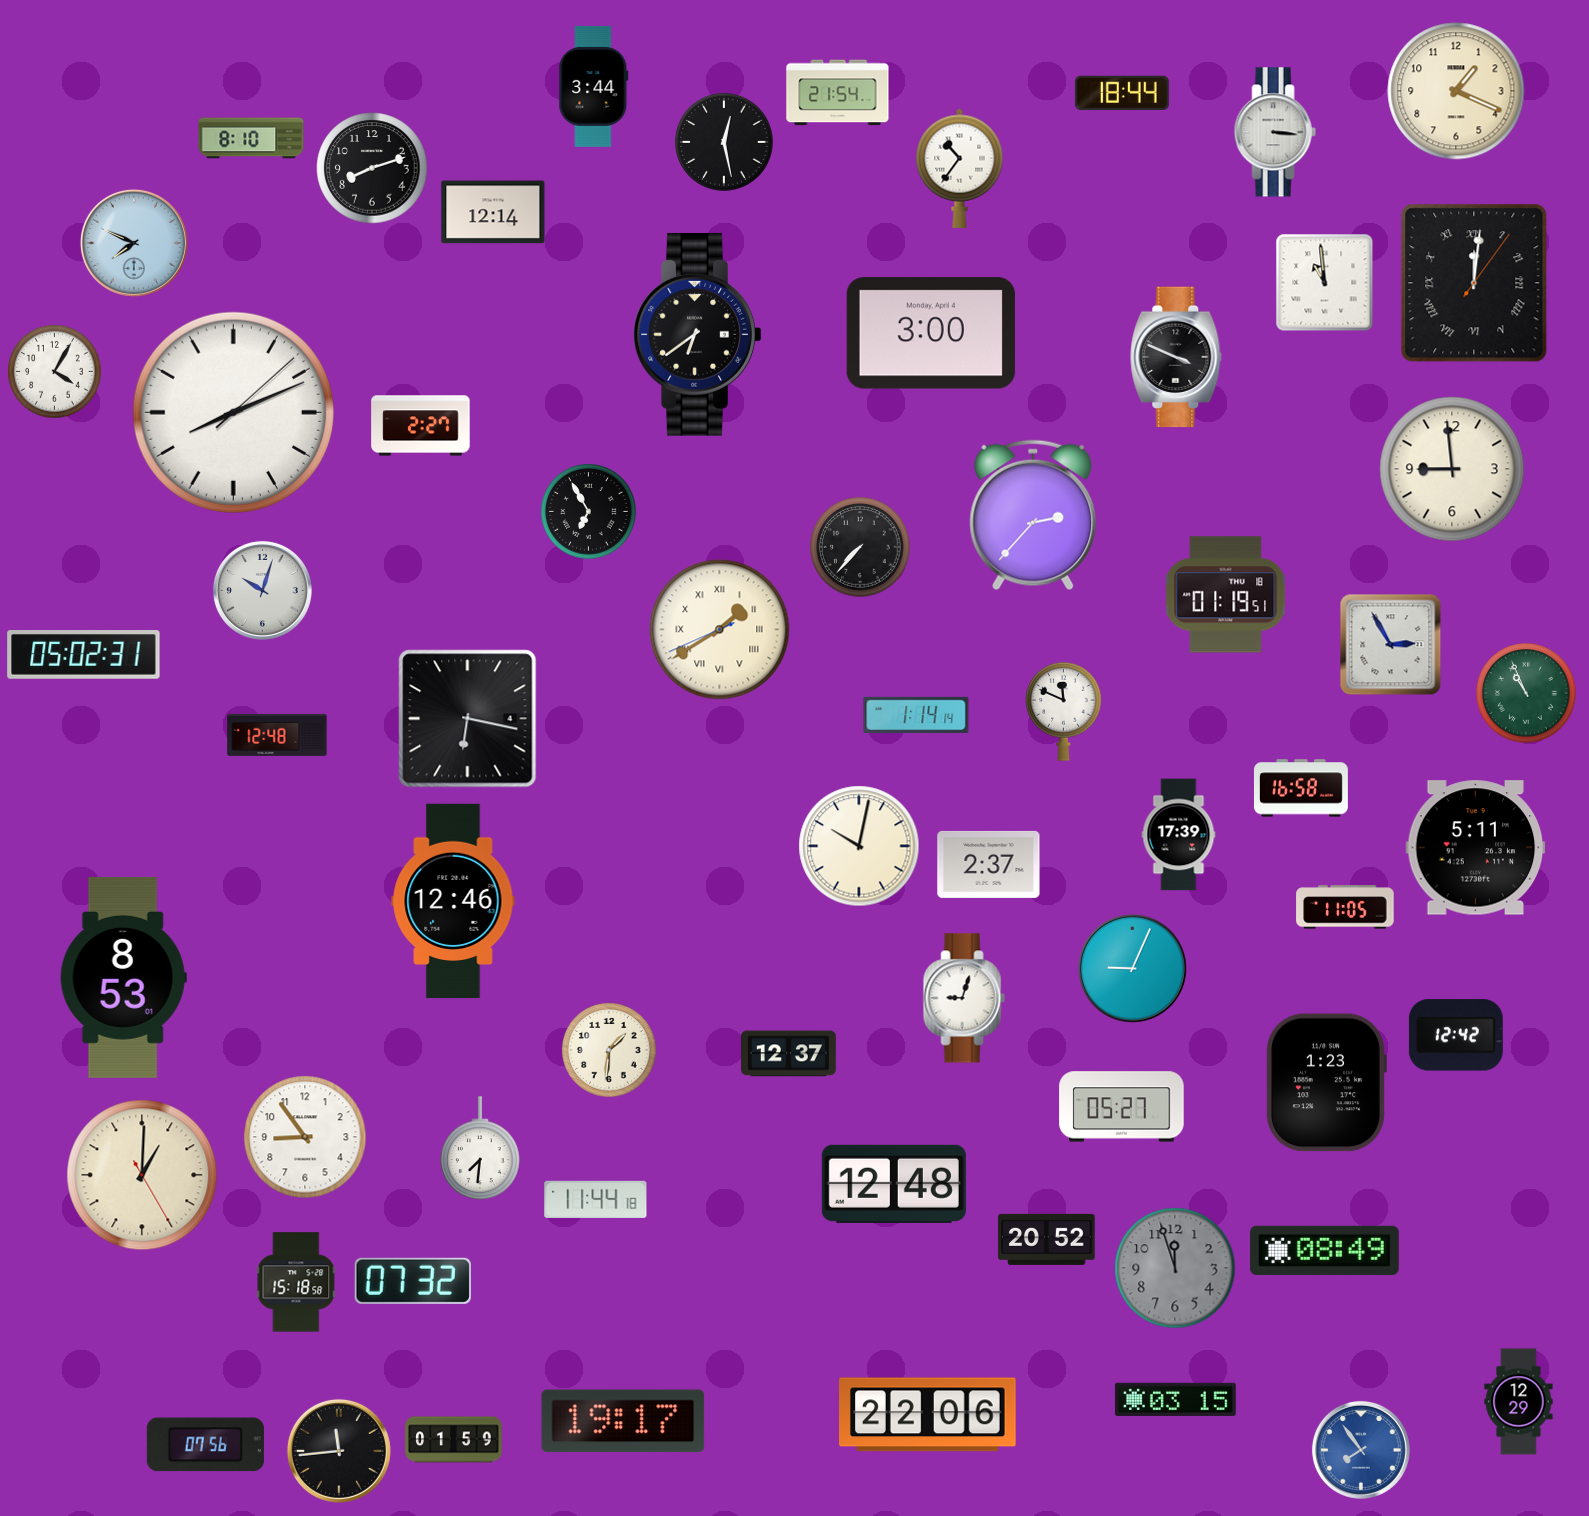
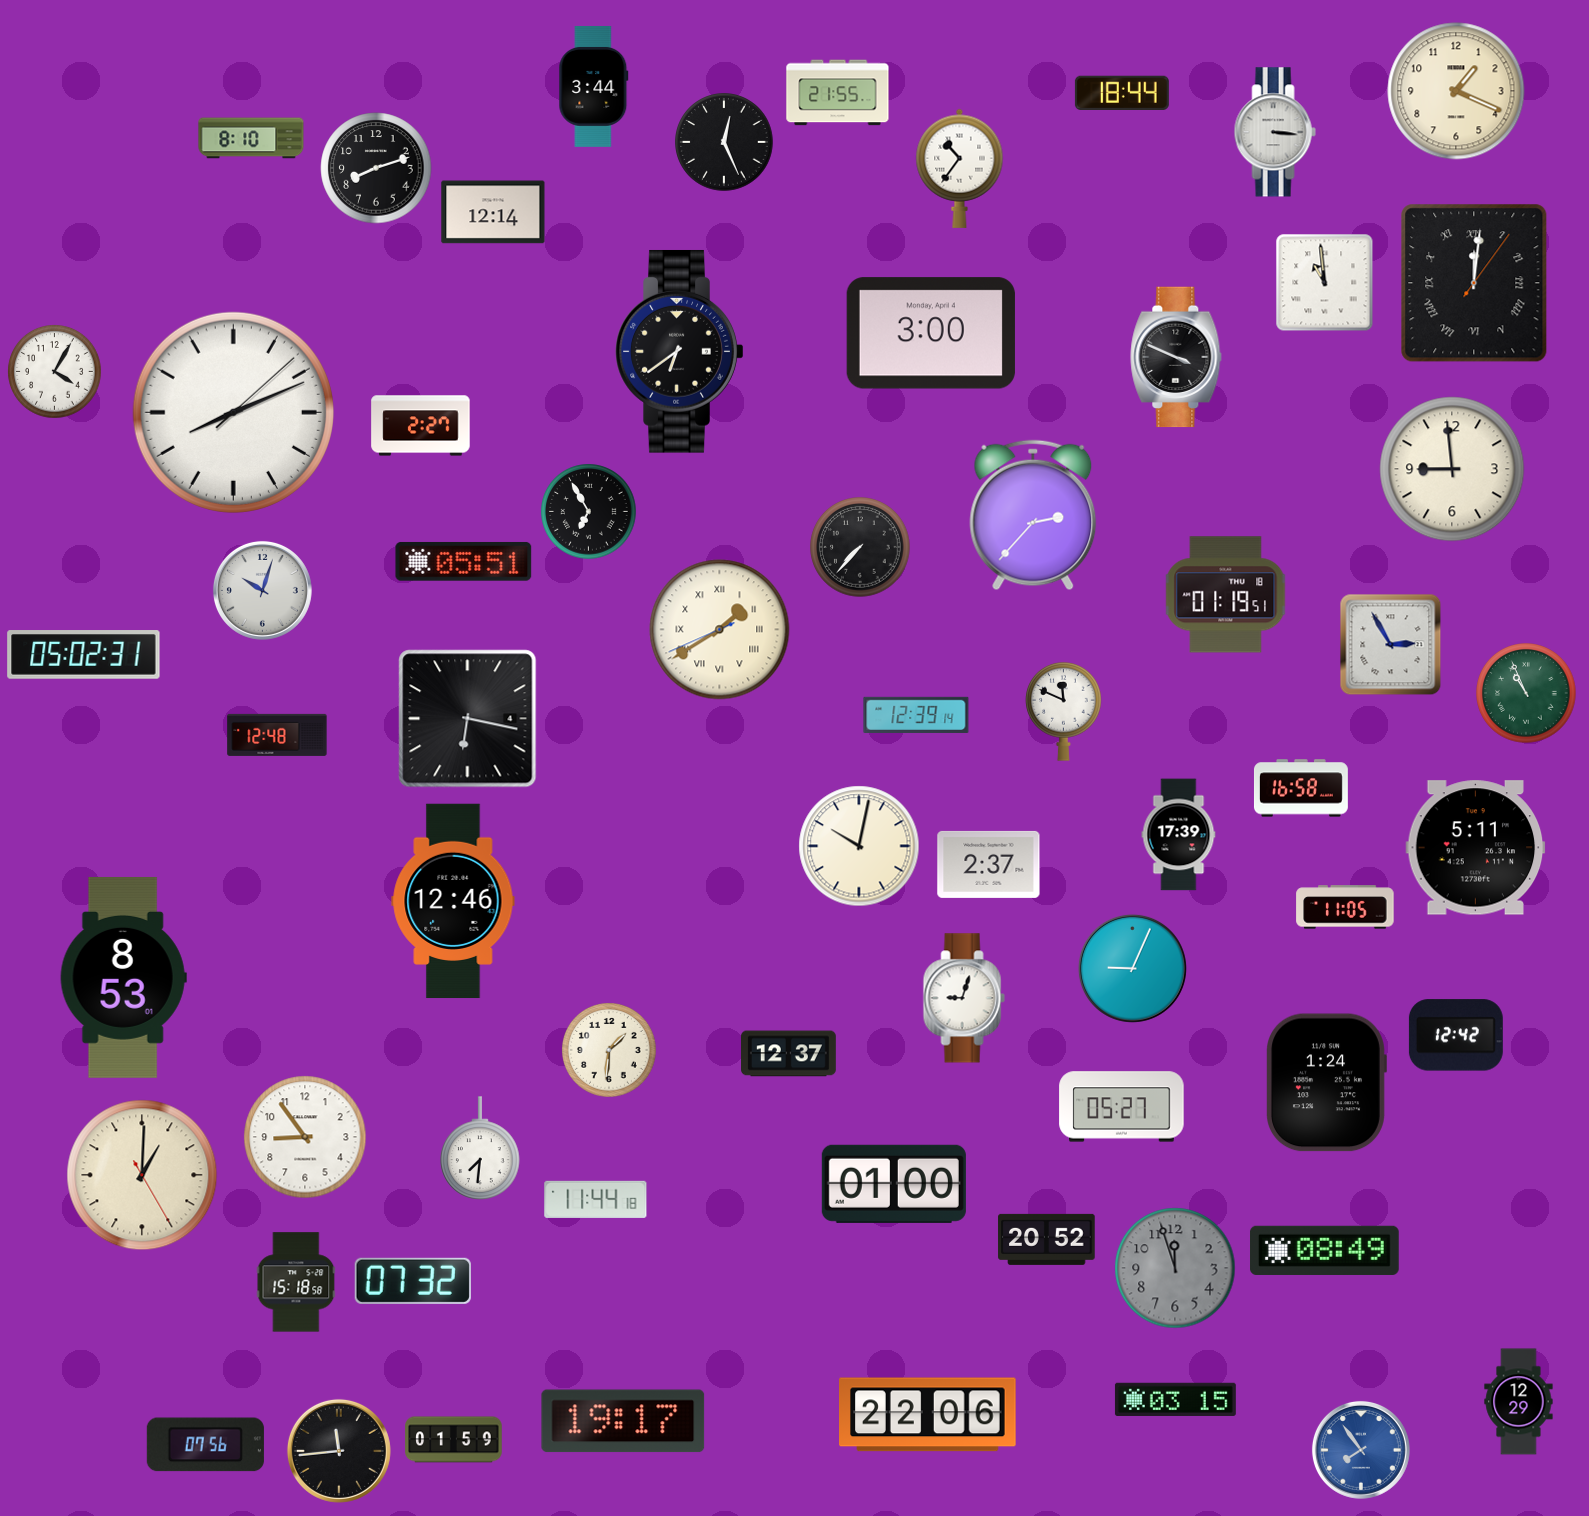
clock at (838, 93): 21:54 -> 21:55
clock at (724, 142): 12:28 -> 12:26
clock at (372, 168) position: (372, 168) -> (376, 168)
clock at (134, 243): 7:49 -> none
clock at (698, 334) position: (698, 334) -> (680, 351)
clock at (464, 561): none -> 05:51
clock at (916, 715): 1:14 -> 12:39
clock at (1327, 1083): 1:23 -> 1:24
clock at (894, 1184): 12:48 -> 01:00
